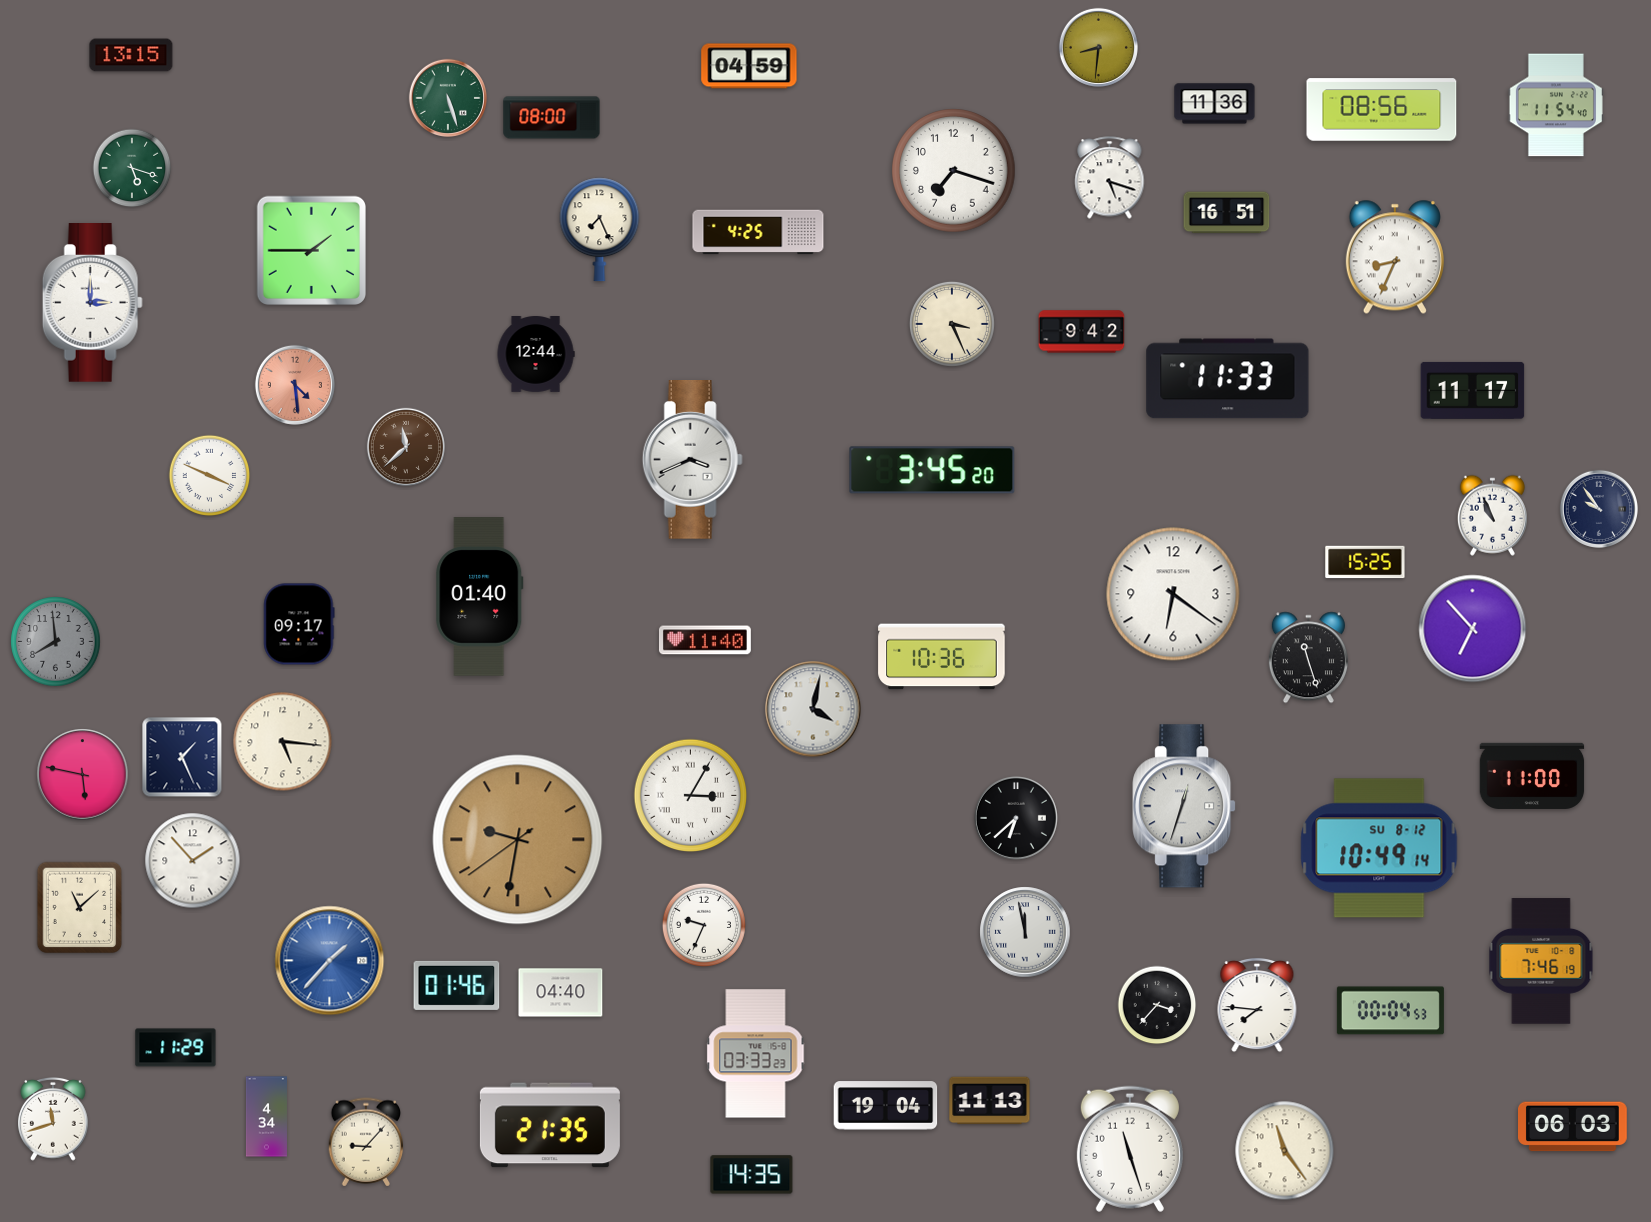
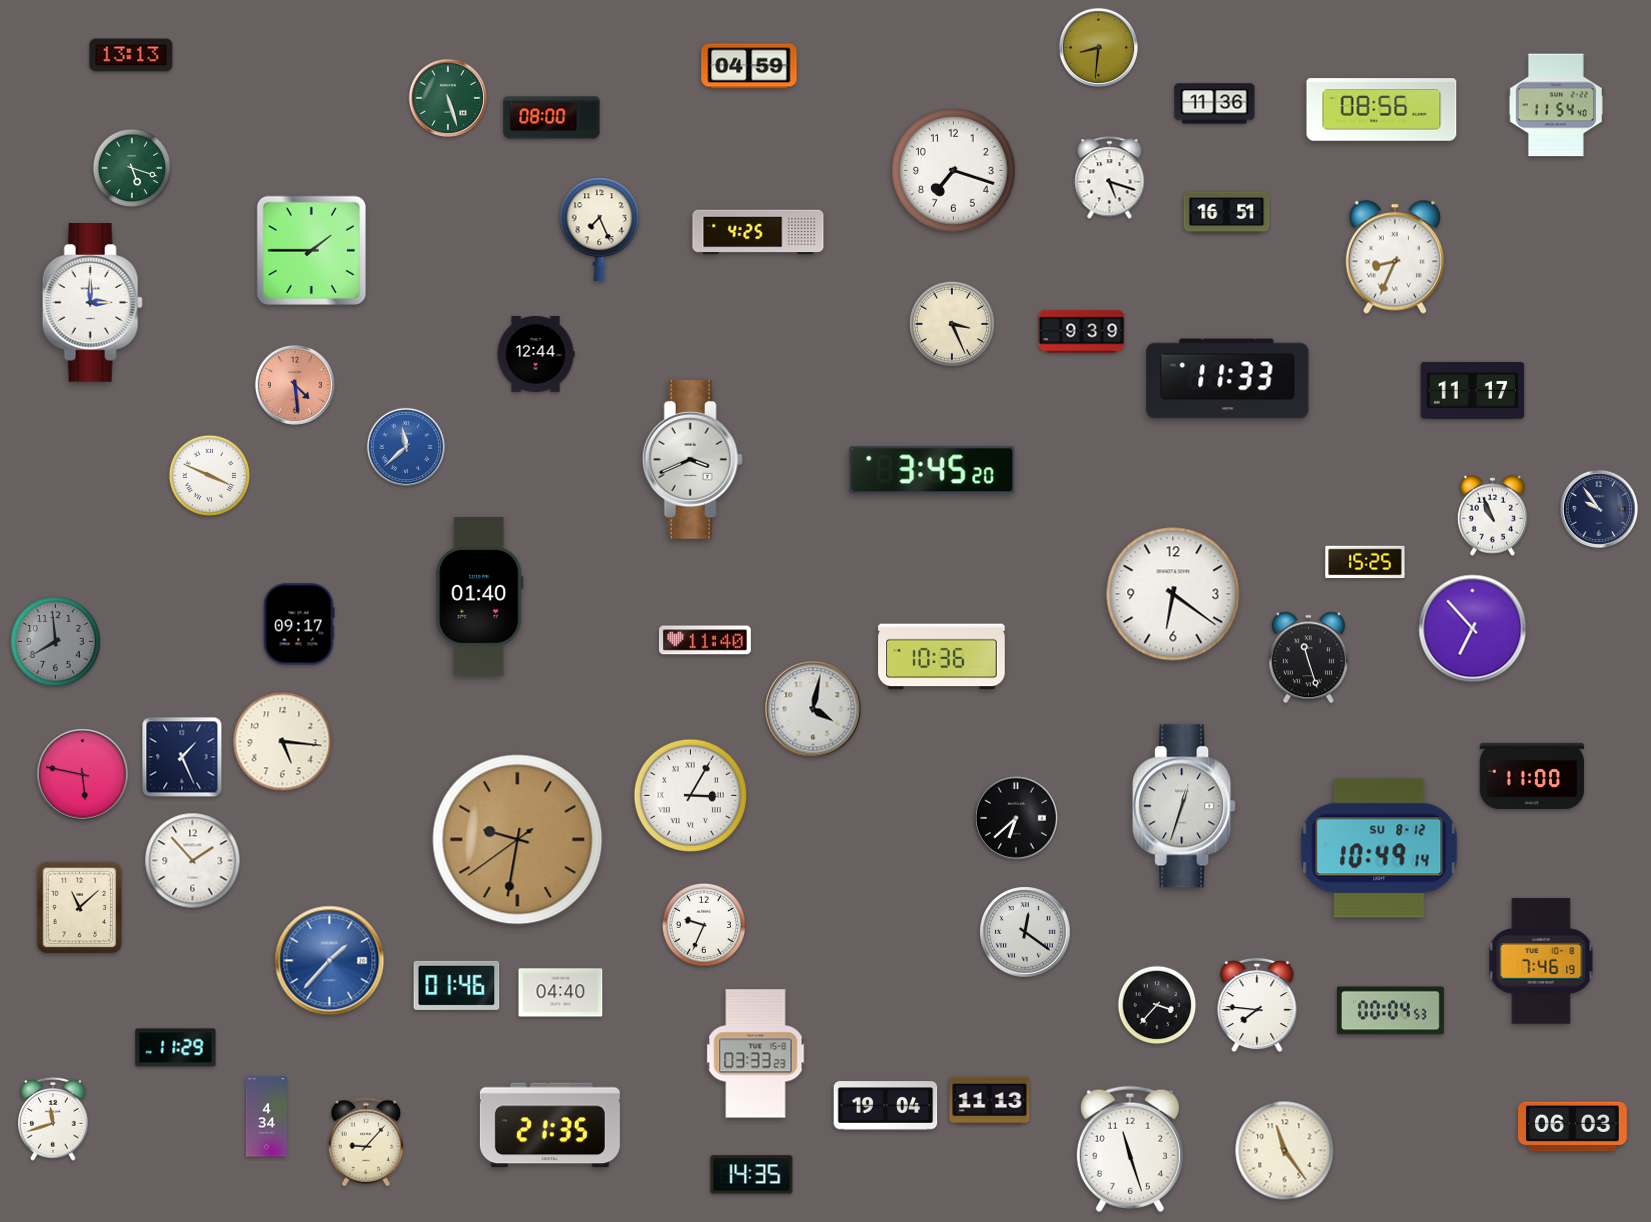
clock at (131, 55): 13:15 -> 13:13
clock at (1082, 332): 9:42 -> 9:39
clock at (406, 447) dial: brown -> blue
clock at (1025, 932): 11:58 -> 12:21
